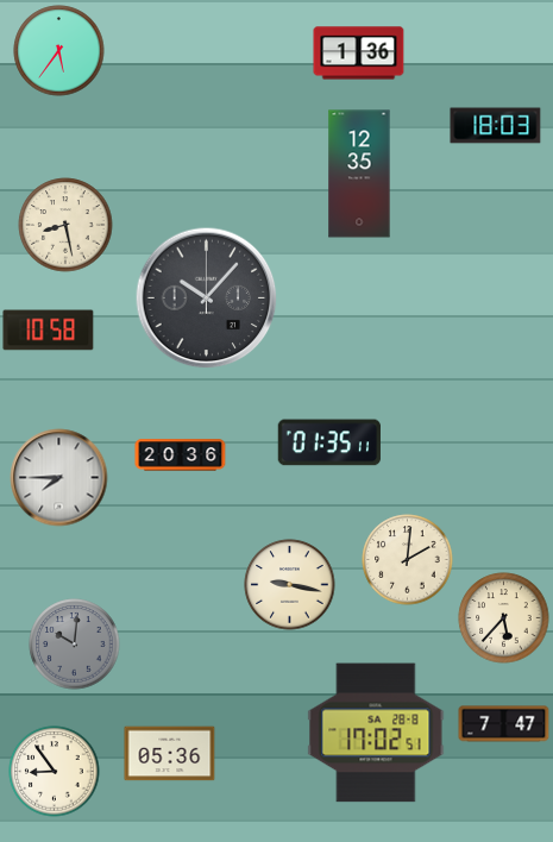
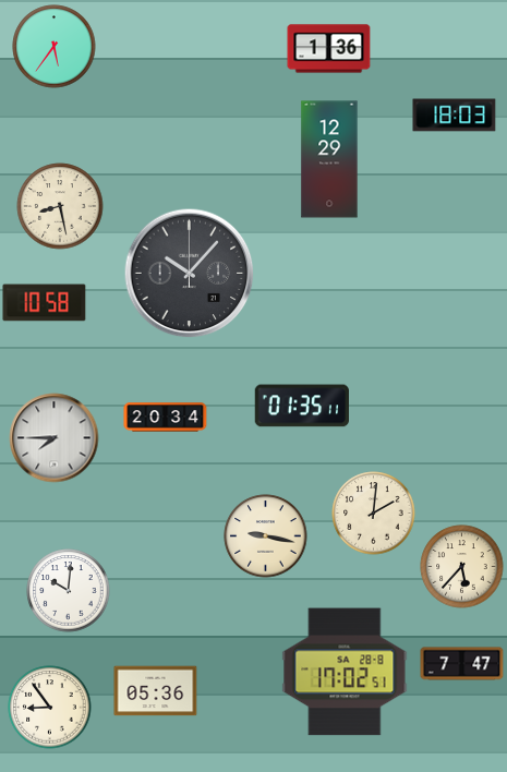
clock at (359, 174): 12:35 -> 12:29
clock at (181, 455): 20:36 -> 20:34
clock at (75, 645) dial: grey -> white
